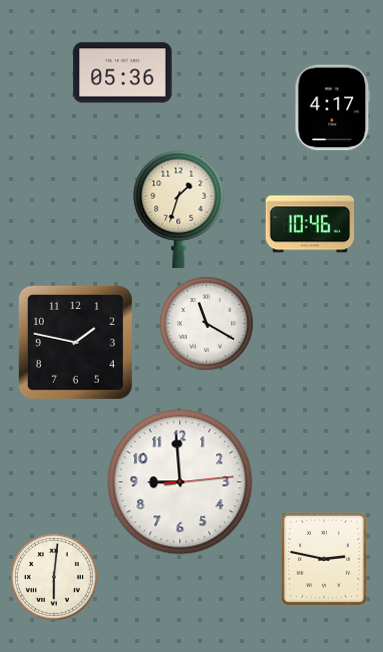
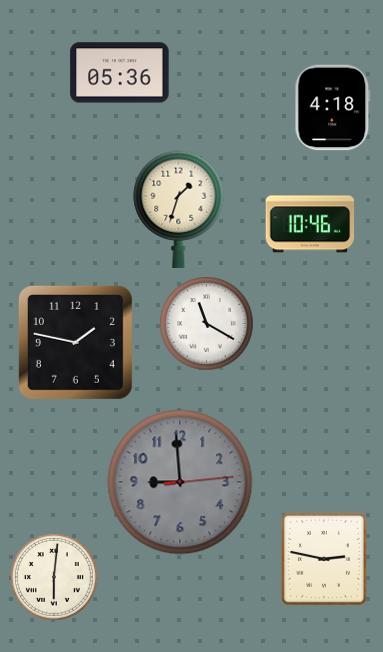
clock at (123, 73) position: (123, 73) -> (120, 73)
clock at (333, 108): 4:17 -> 4:18
clock at (180, 482) dial: white -> grey
